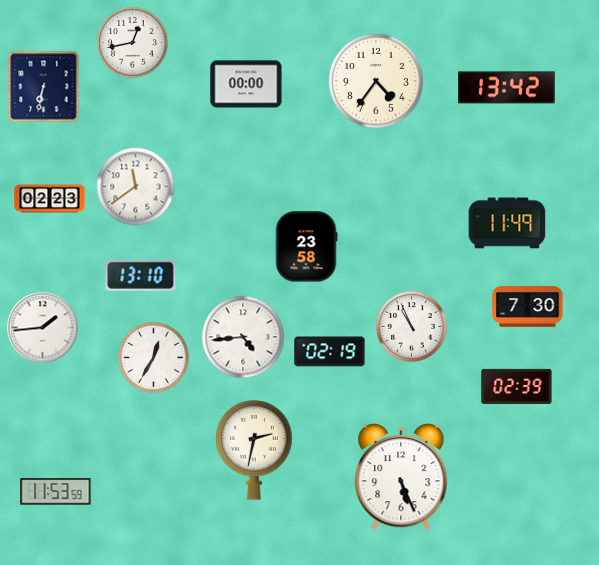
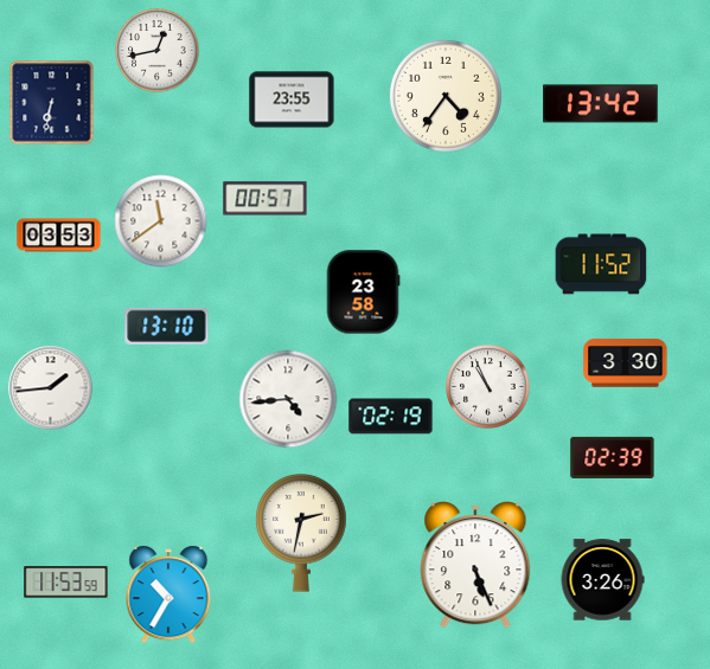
clock at (246, 84): 00:00 -> 23:55
clock at (266, 199): none -> 00:57
clock at (50, 199): 02:23 -> 03:53
clock at (507, 223): 11:49 -> 11:52
clock at (528, 307): 7:30 -> 3:30
clock at (154, 358): 12:35 -> none
clock at (602, 580): none -> 3:26
clock at (168, 594): none -> 10:35
